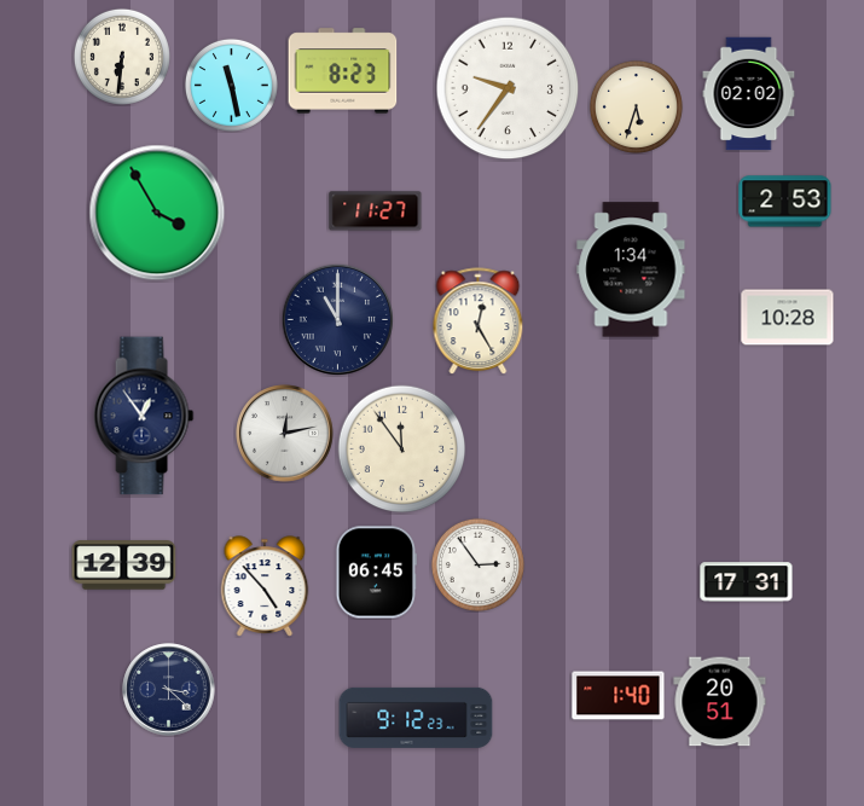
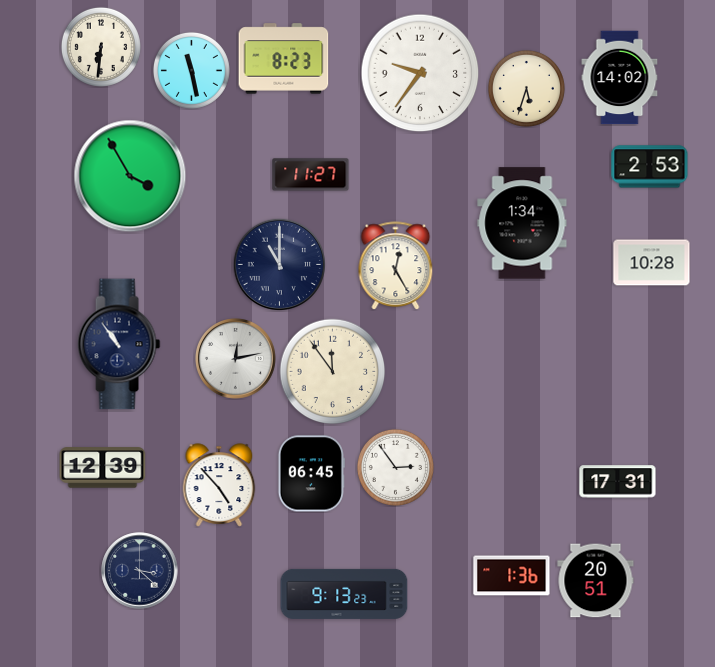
clock at (749, 94): 02:02 -> 14:02
clock at (144, 416): 12:54 -> 10:54
clock at (619, 696): 1:40 -> 1:36
clock at (416, 718): 9:12 -> 9:13
